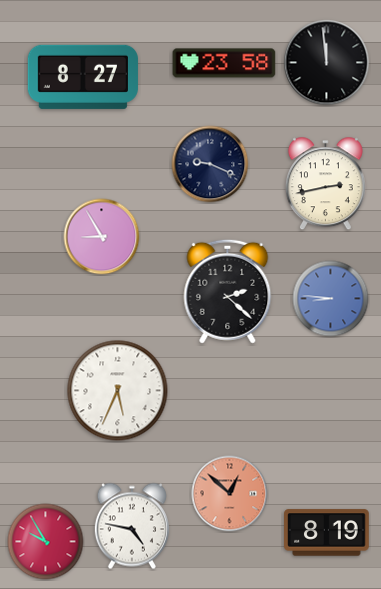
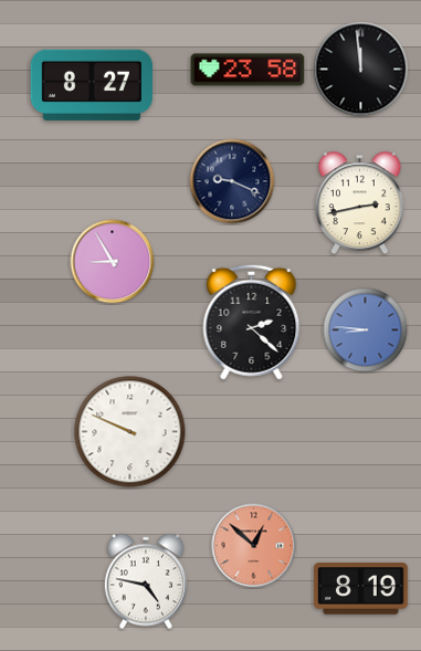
clock at (118, 391): 5:34 -> 9:49
clock at (46, 542): 9:55 -> none
